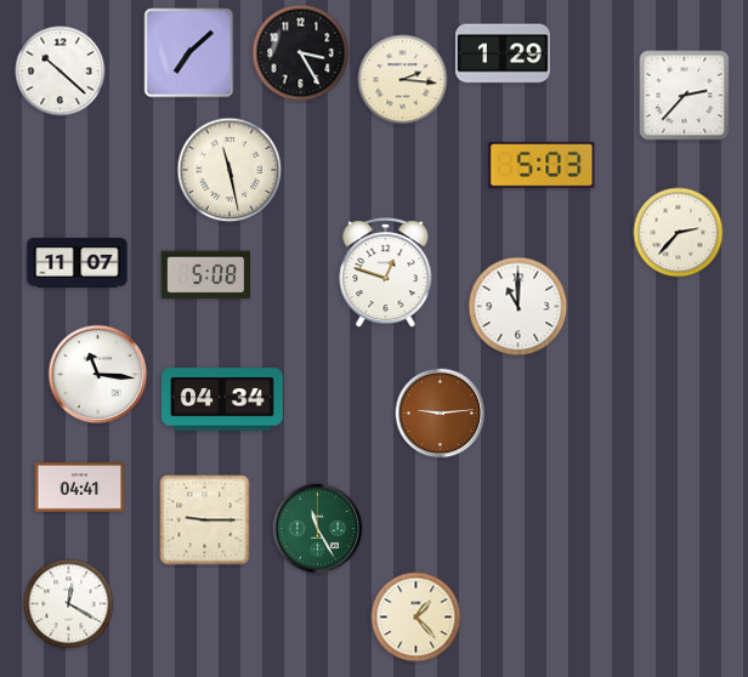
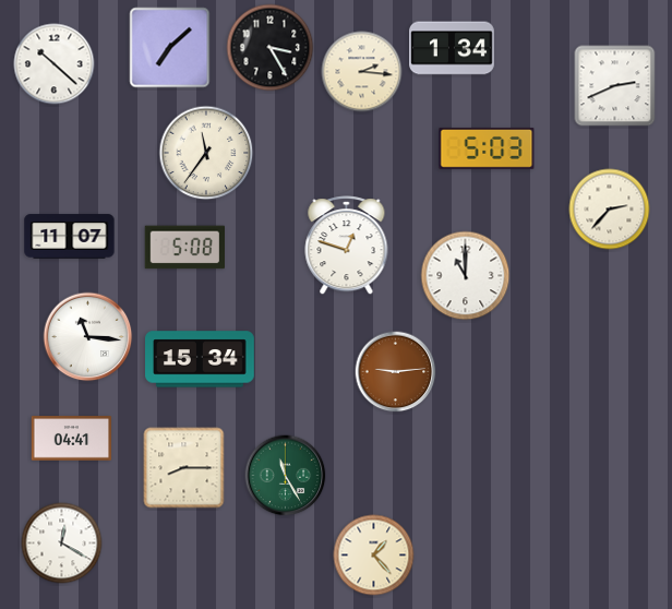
clock at (504, 53): 1:29 -> 1:34
clock at (685, 96): 2:37 -> 2:41
clock at (229, 170): 11:28 -> 11:36
clock at (223, 399): 04:34 -> 15:34
clock at (205, 520): 9:15 -> 8:15
